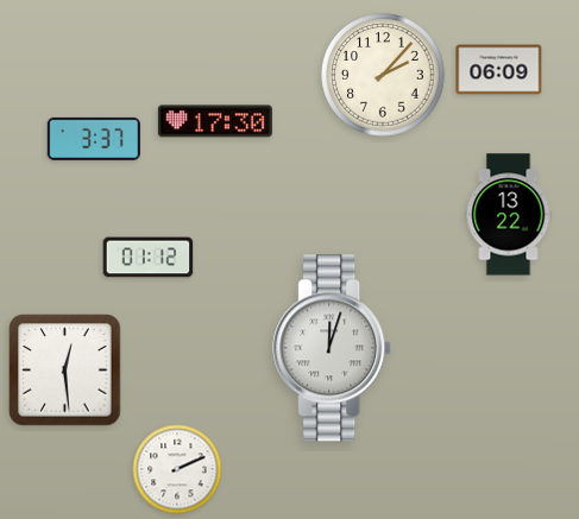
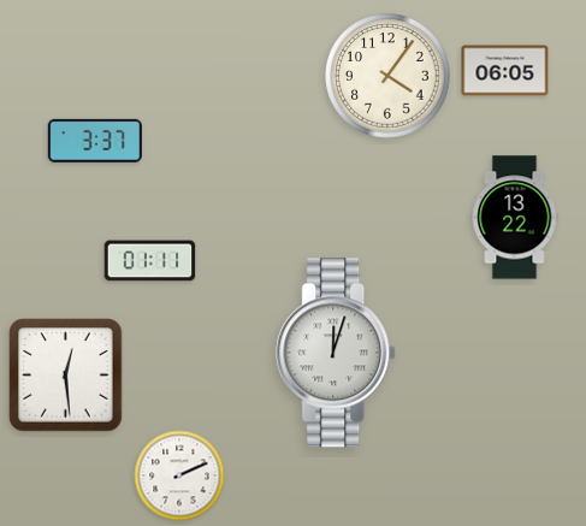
clock at (499, 70): 06:09 -> 06:05
clock at (383, 75): 2:07 -> 4:06
clock at (215, 121): 17:30 -> none
clock at (149, 258): 01:12 -> 01:11
